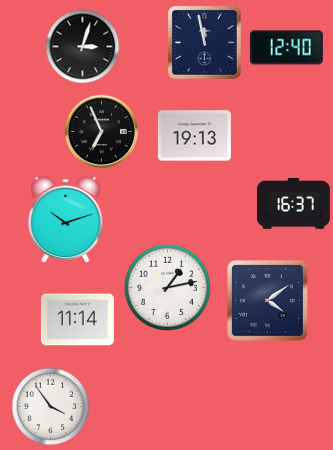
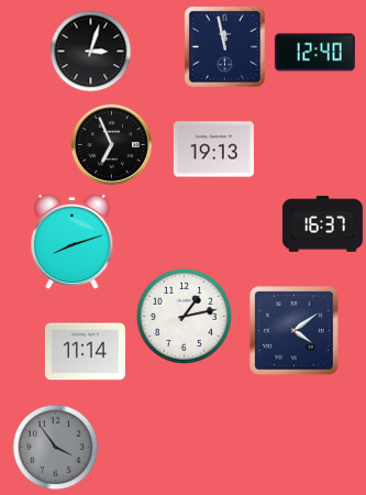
clock at (66, 220): 10:12 -> 8:12
clock at (51, 407) dial: white -> grey
